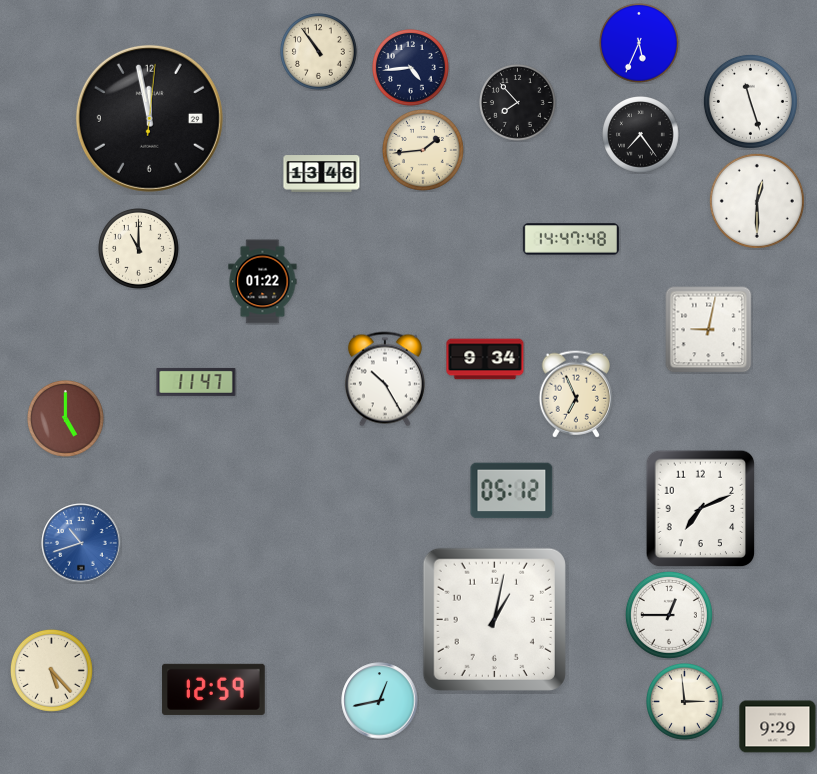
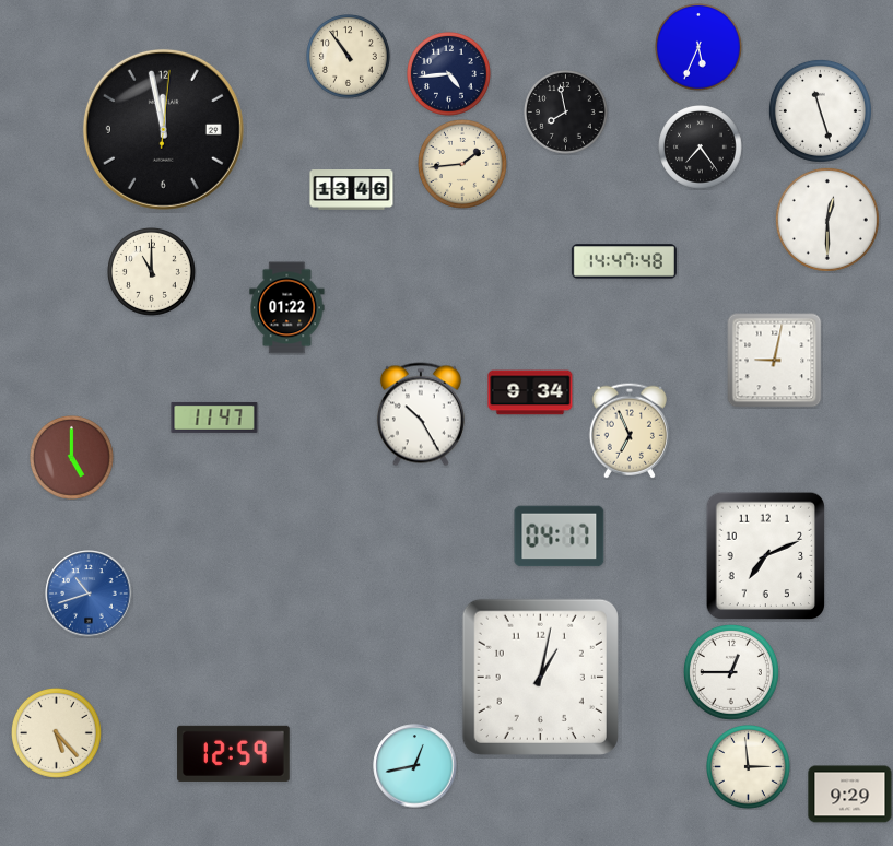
clock at (518, 103): 7:53 -> 7:58
clock at (512, 491): 05:12 -> 04:17
